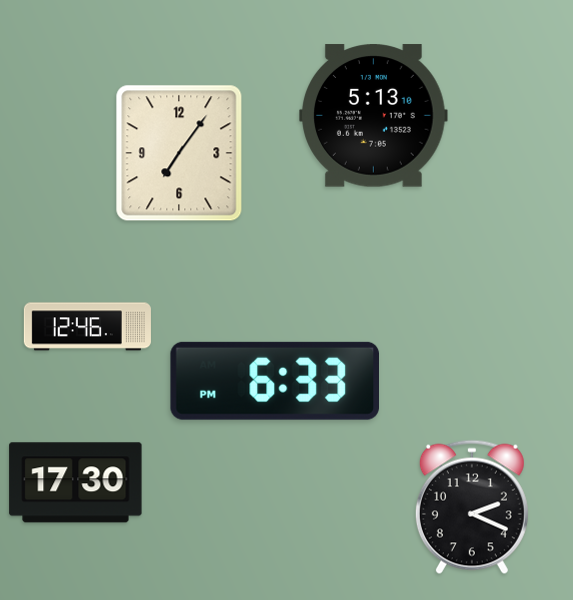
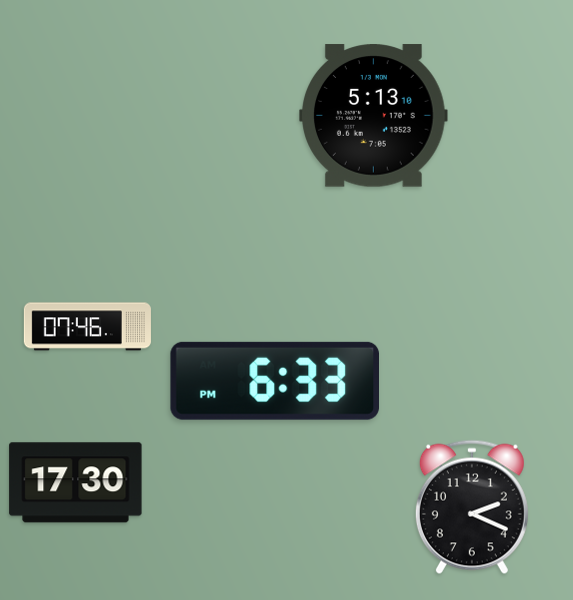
clock at (179, 153): 7:06 -> none
clock at (87, 327): 12:46 -> 07:46
